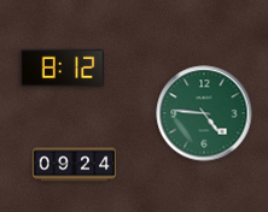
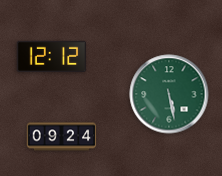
clock at (63, 67): 8:12 -> 12:12
clock at (204, 113): 4:46 -> 5:28
